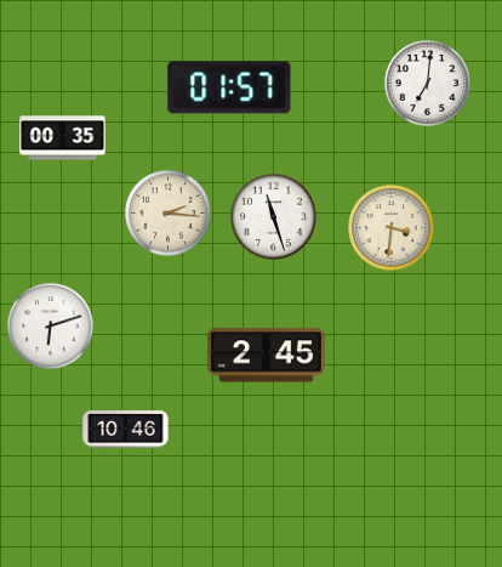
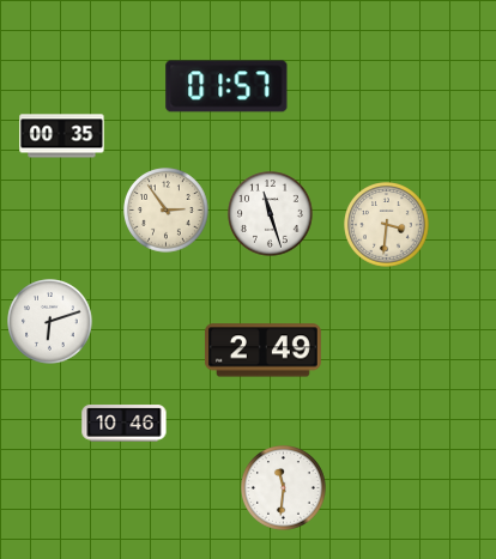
clock at (428, 84): 7:01 -> none
clock at (169, 214): 2:16 -> 2:54
clock at (266, 356): 2:45 -> 2:49
clock at (284, 488): none -> 11:31
